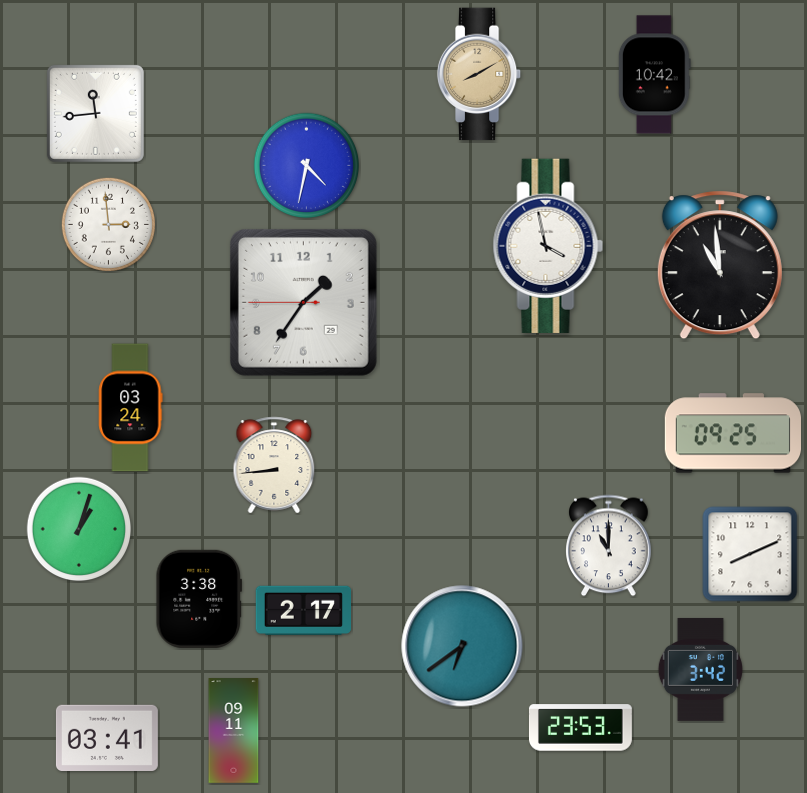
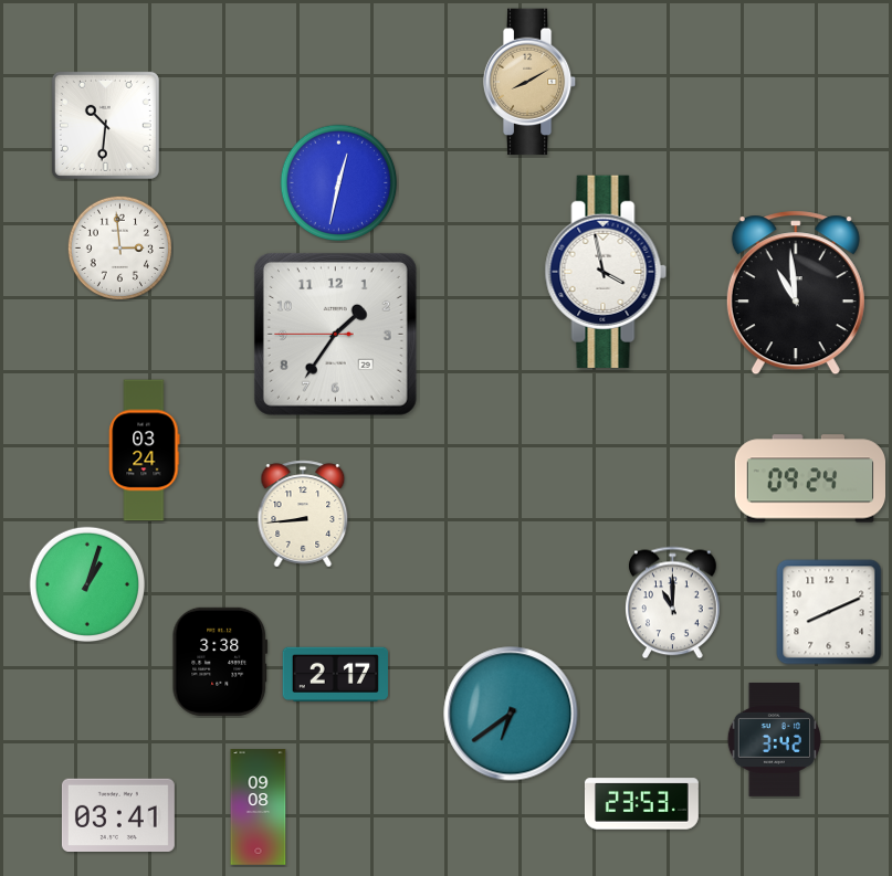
clock at (654, 75): 10:42 -> none
clock at (95, 113): 11:44 -> 10:31
clock at (307, 166): 4:32 -> 12:32
clock at (732, 433): 09:25 -> 09:24
clock at (234, 731): 09:11 -> 09:08
